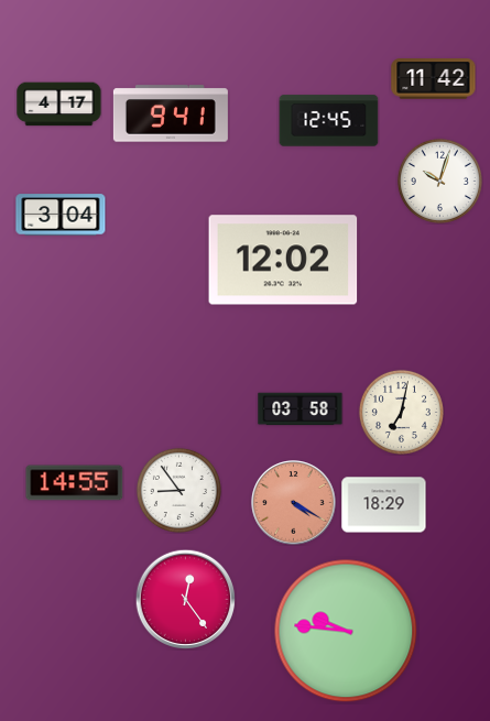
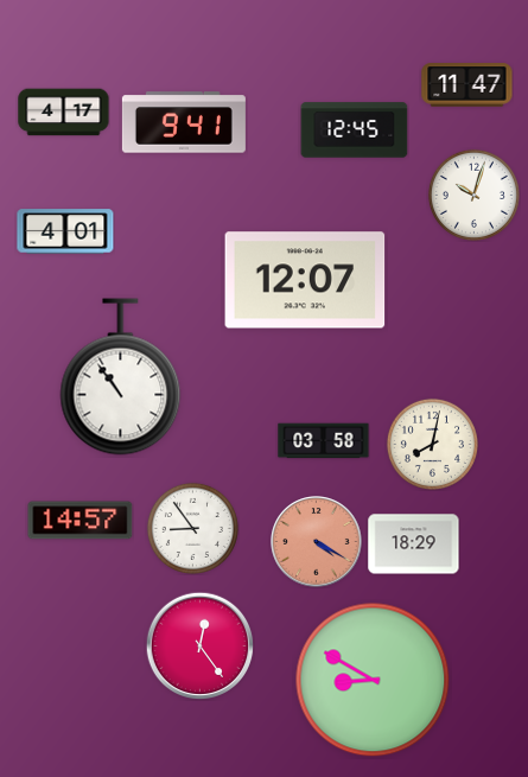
clock at (434, 79): 11:42 -> 11:47
clock at (61, 215): 3:04 -> 4:01
clock at (283, 260): 12:02 -> 12:07
clock at (121, 377): none -> 10:54
clock at (401, 412): 7:02 -> 8:02
clock at (75, 483): 14:55 -> 14:57
clock at (346, 631): 9:46 -> 8:50
